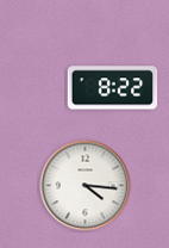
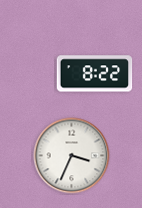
clock at (86, 186): 4:16 -> 3:34
